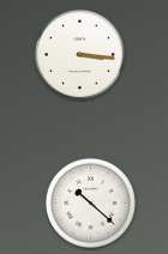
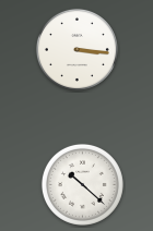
clock at (79, 54) position: (79, 54) -> (76, 49)
